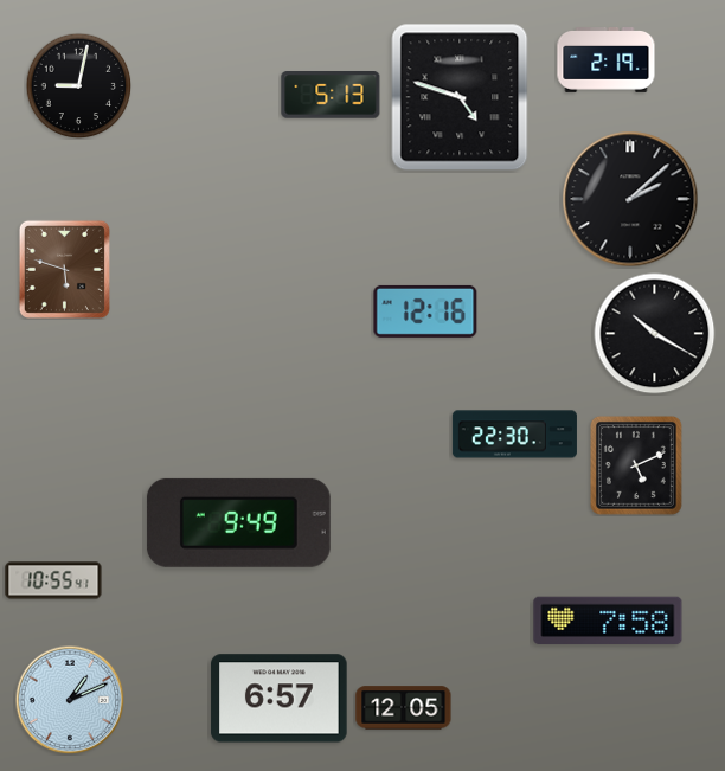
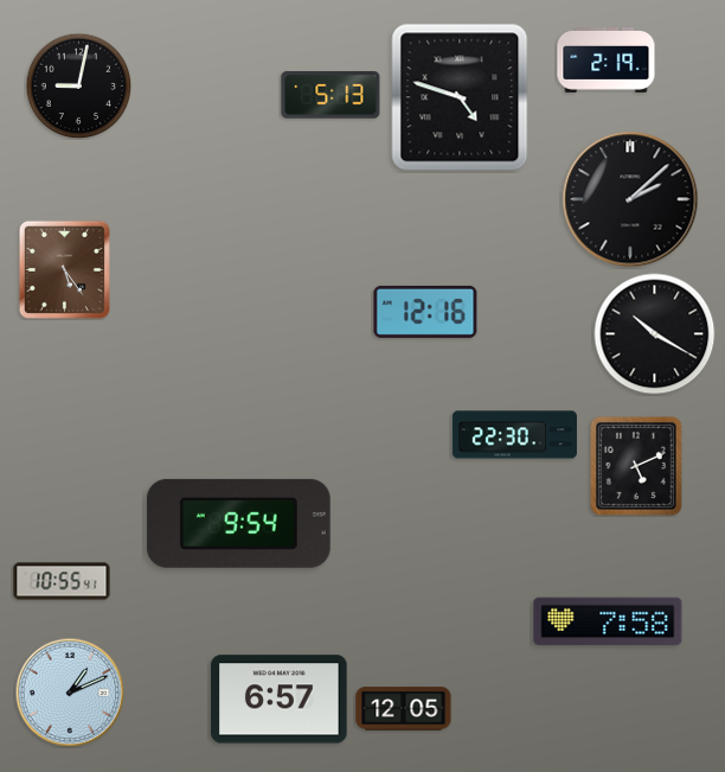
clock at (64, 269): 5:48 -> 5:24
clock at (238, 522): 9:49 -> 9:54
clock at (53, 580) position: (53, 580) -> (62, 581)
clock at (70, 700) position: (70, 700) -> (70, 693)
